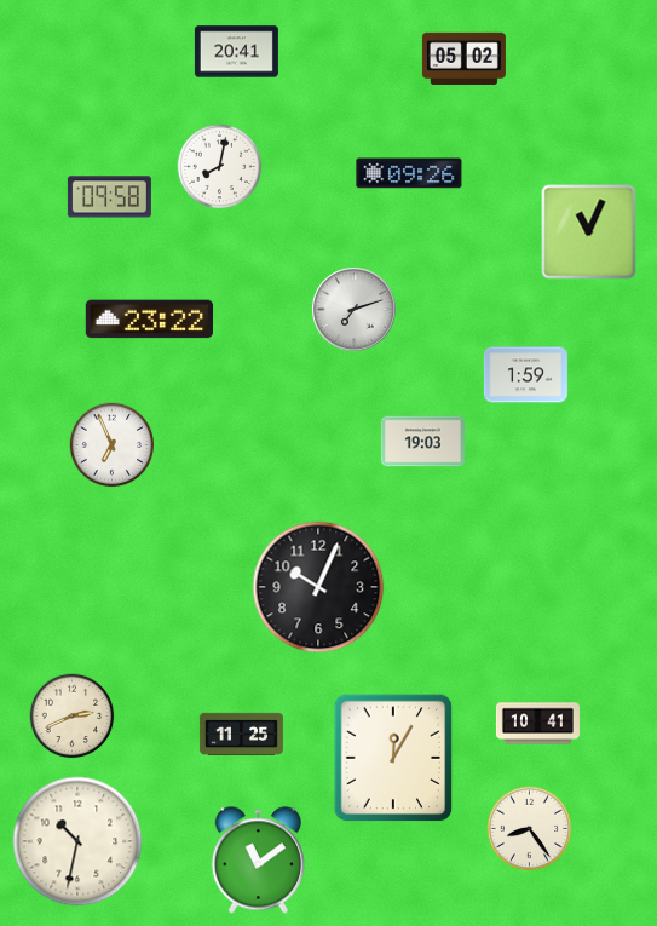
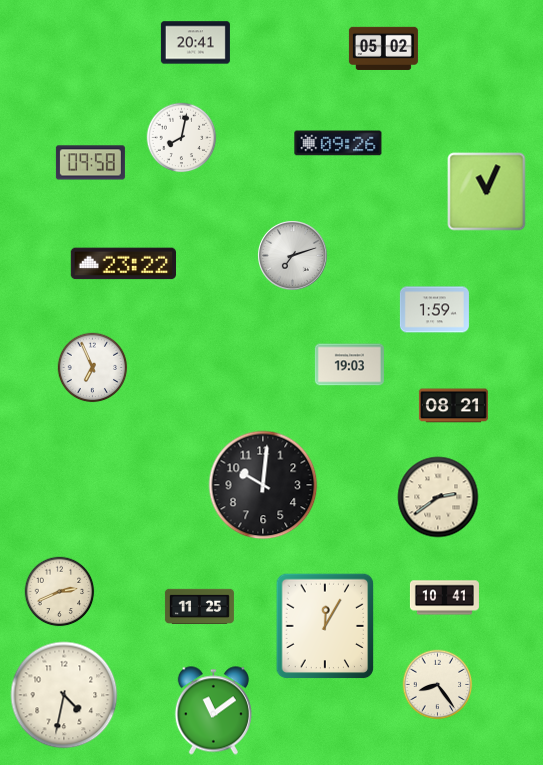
clock at (453, 406): none -> 08:21
clock at (318, 587): 10:04 -> 10:01
clock at (438, 497): none -> 2:39
clock at (77, 841): 10:32 -> 4:32
